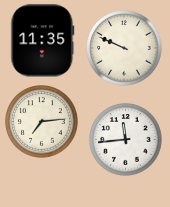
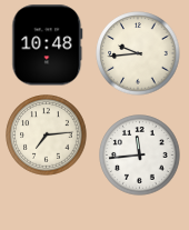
clock at (43, 41): 11:35 -> 10:48
clock at (124, 48): 9:49 -> 9:44
